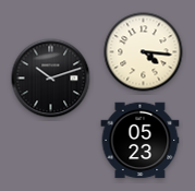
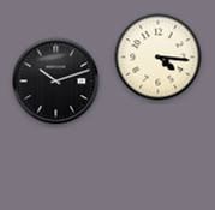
clock at (51, 79) position: (51, 79) -> (56, 82)
clock at (141, 141): 05:23 -> none
